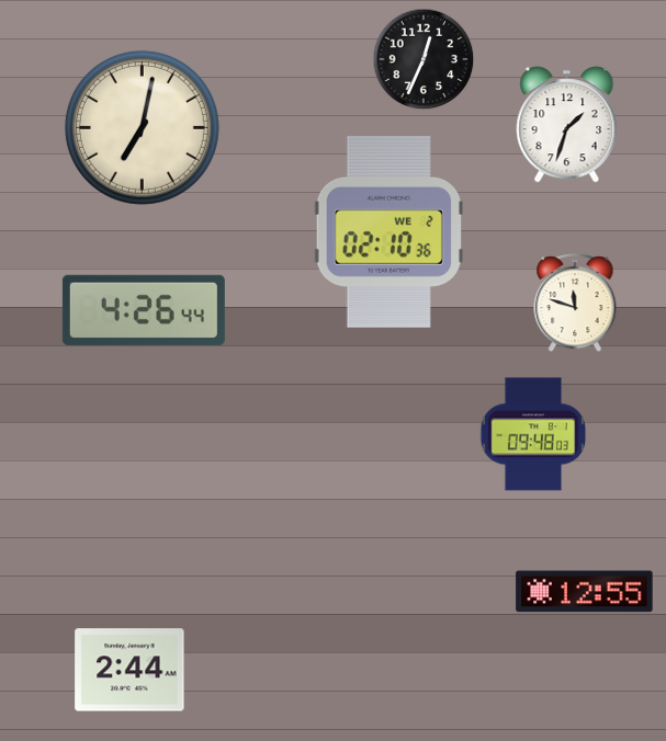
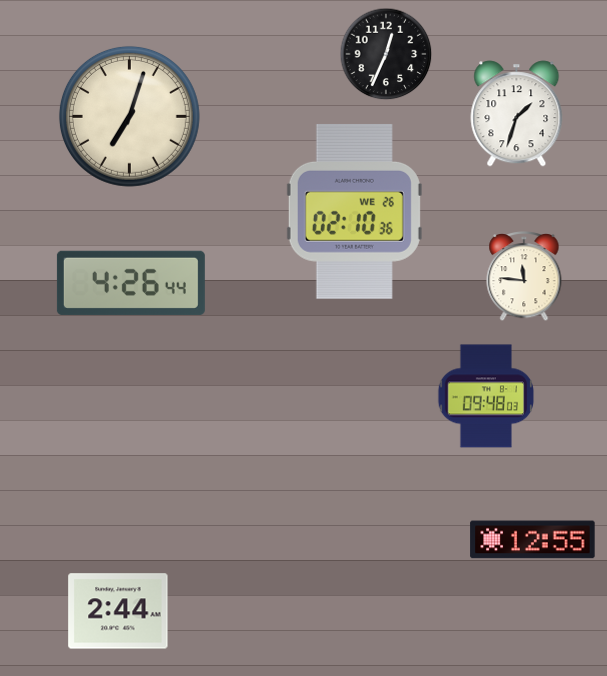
clock at (142, 127): 7:02 -> 7:03
clock at (388, 231) date: WE 2 -> WE 26
clock at (575, 304): 11:48 -> 11:46
